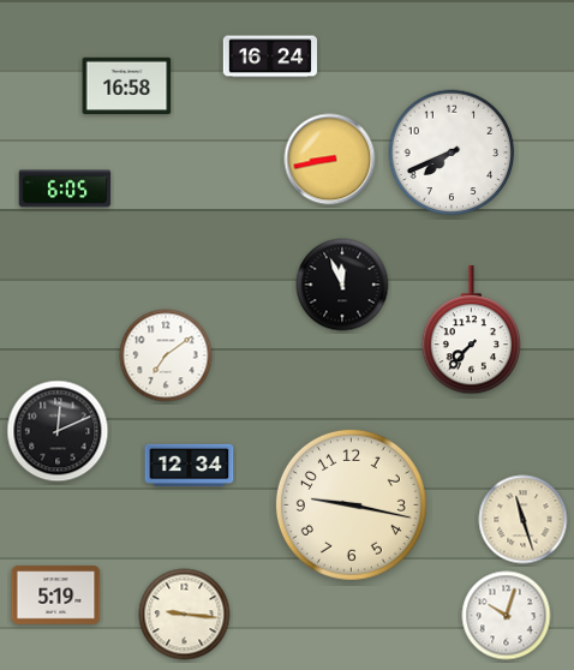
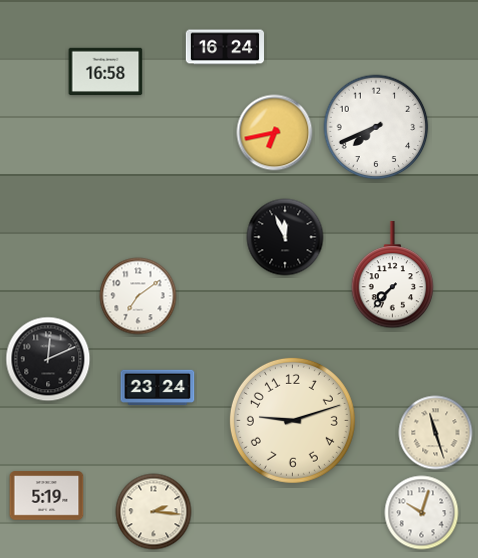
clock at (330, 160): 8:43 -> 6:43
clock at (65, 189): 6:05 -> none
clock at (190, 466): 12:34 -> 23:24
clock at (351, 504): 9:17 -> 9:12
clock at (185, 615): 9:16 -> 2:16
